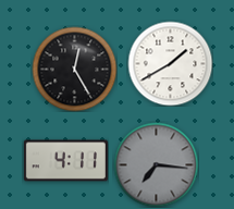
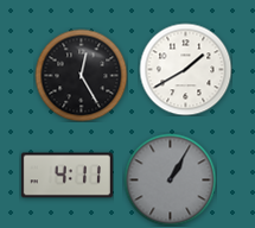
clock at (65, 161) position: (65, 161) -> (66, 176)
clock at (156, 164): 7:16 -> 1:05
